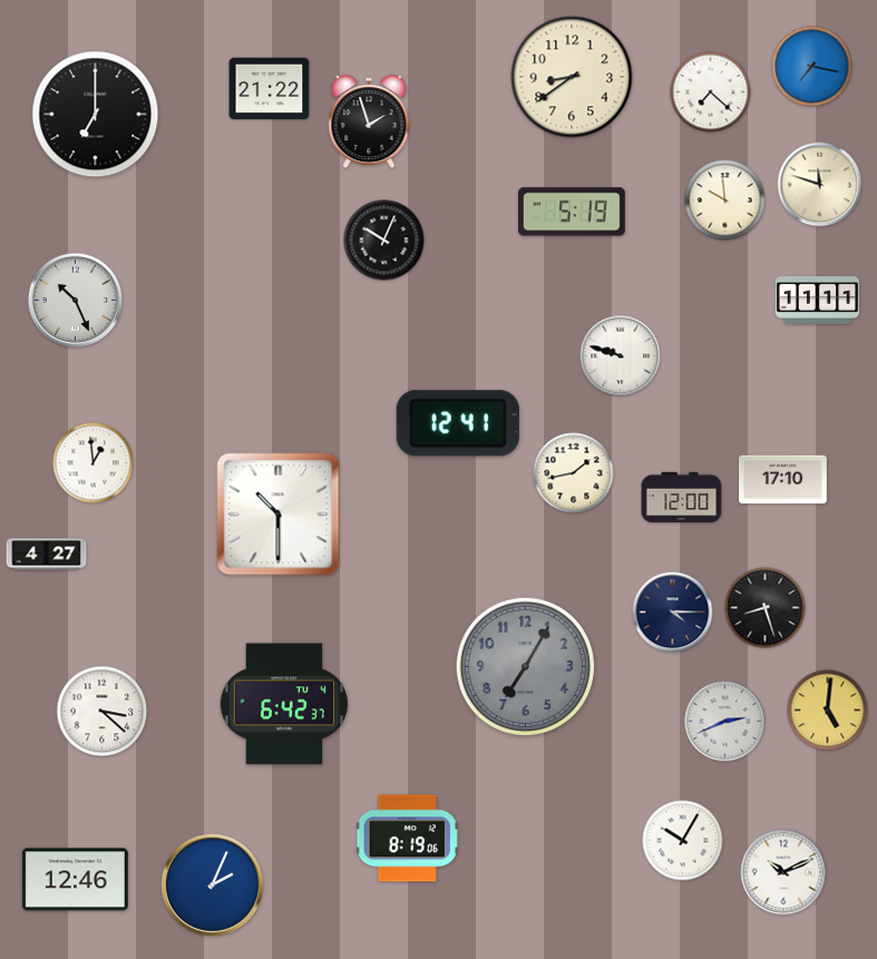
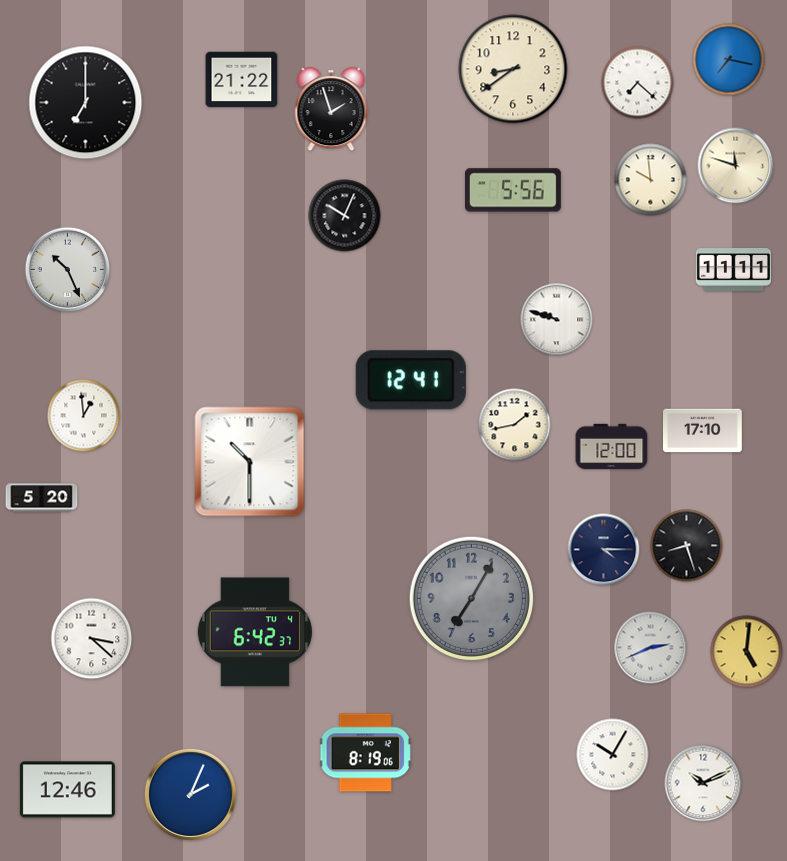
clock at (572, 212): 5:19 -> 5:56
clock at (47, 555): 4:27 -> 5:20
clock at (828, 711) position: (828, 711) -> (747, 652)
